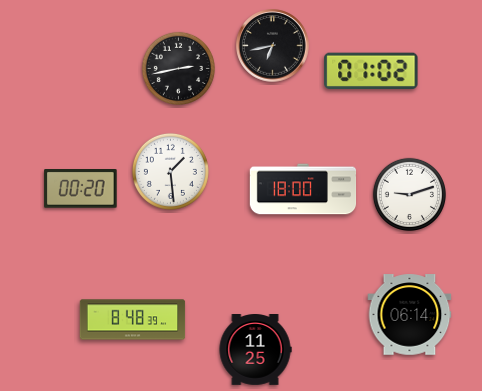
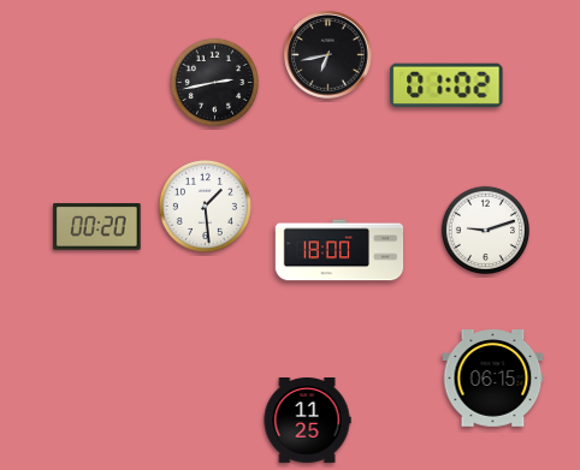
clock at (303, 189) position: (303, 189) -> (339, 250)
clock at (409, 194) position: (409, 194) -> (485, 230)
clock at (410, 315): 06:14 -> 06:15
clock at (133, 320): 8:48 -> none
